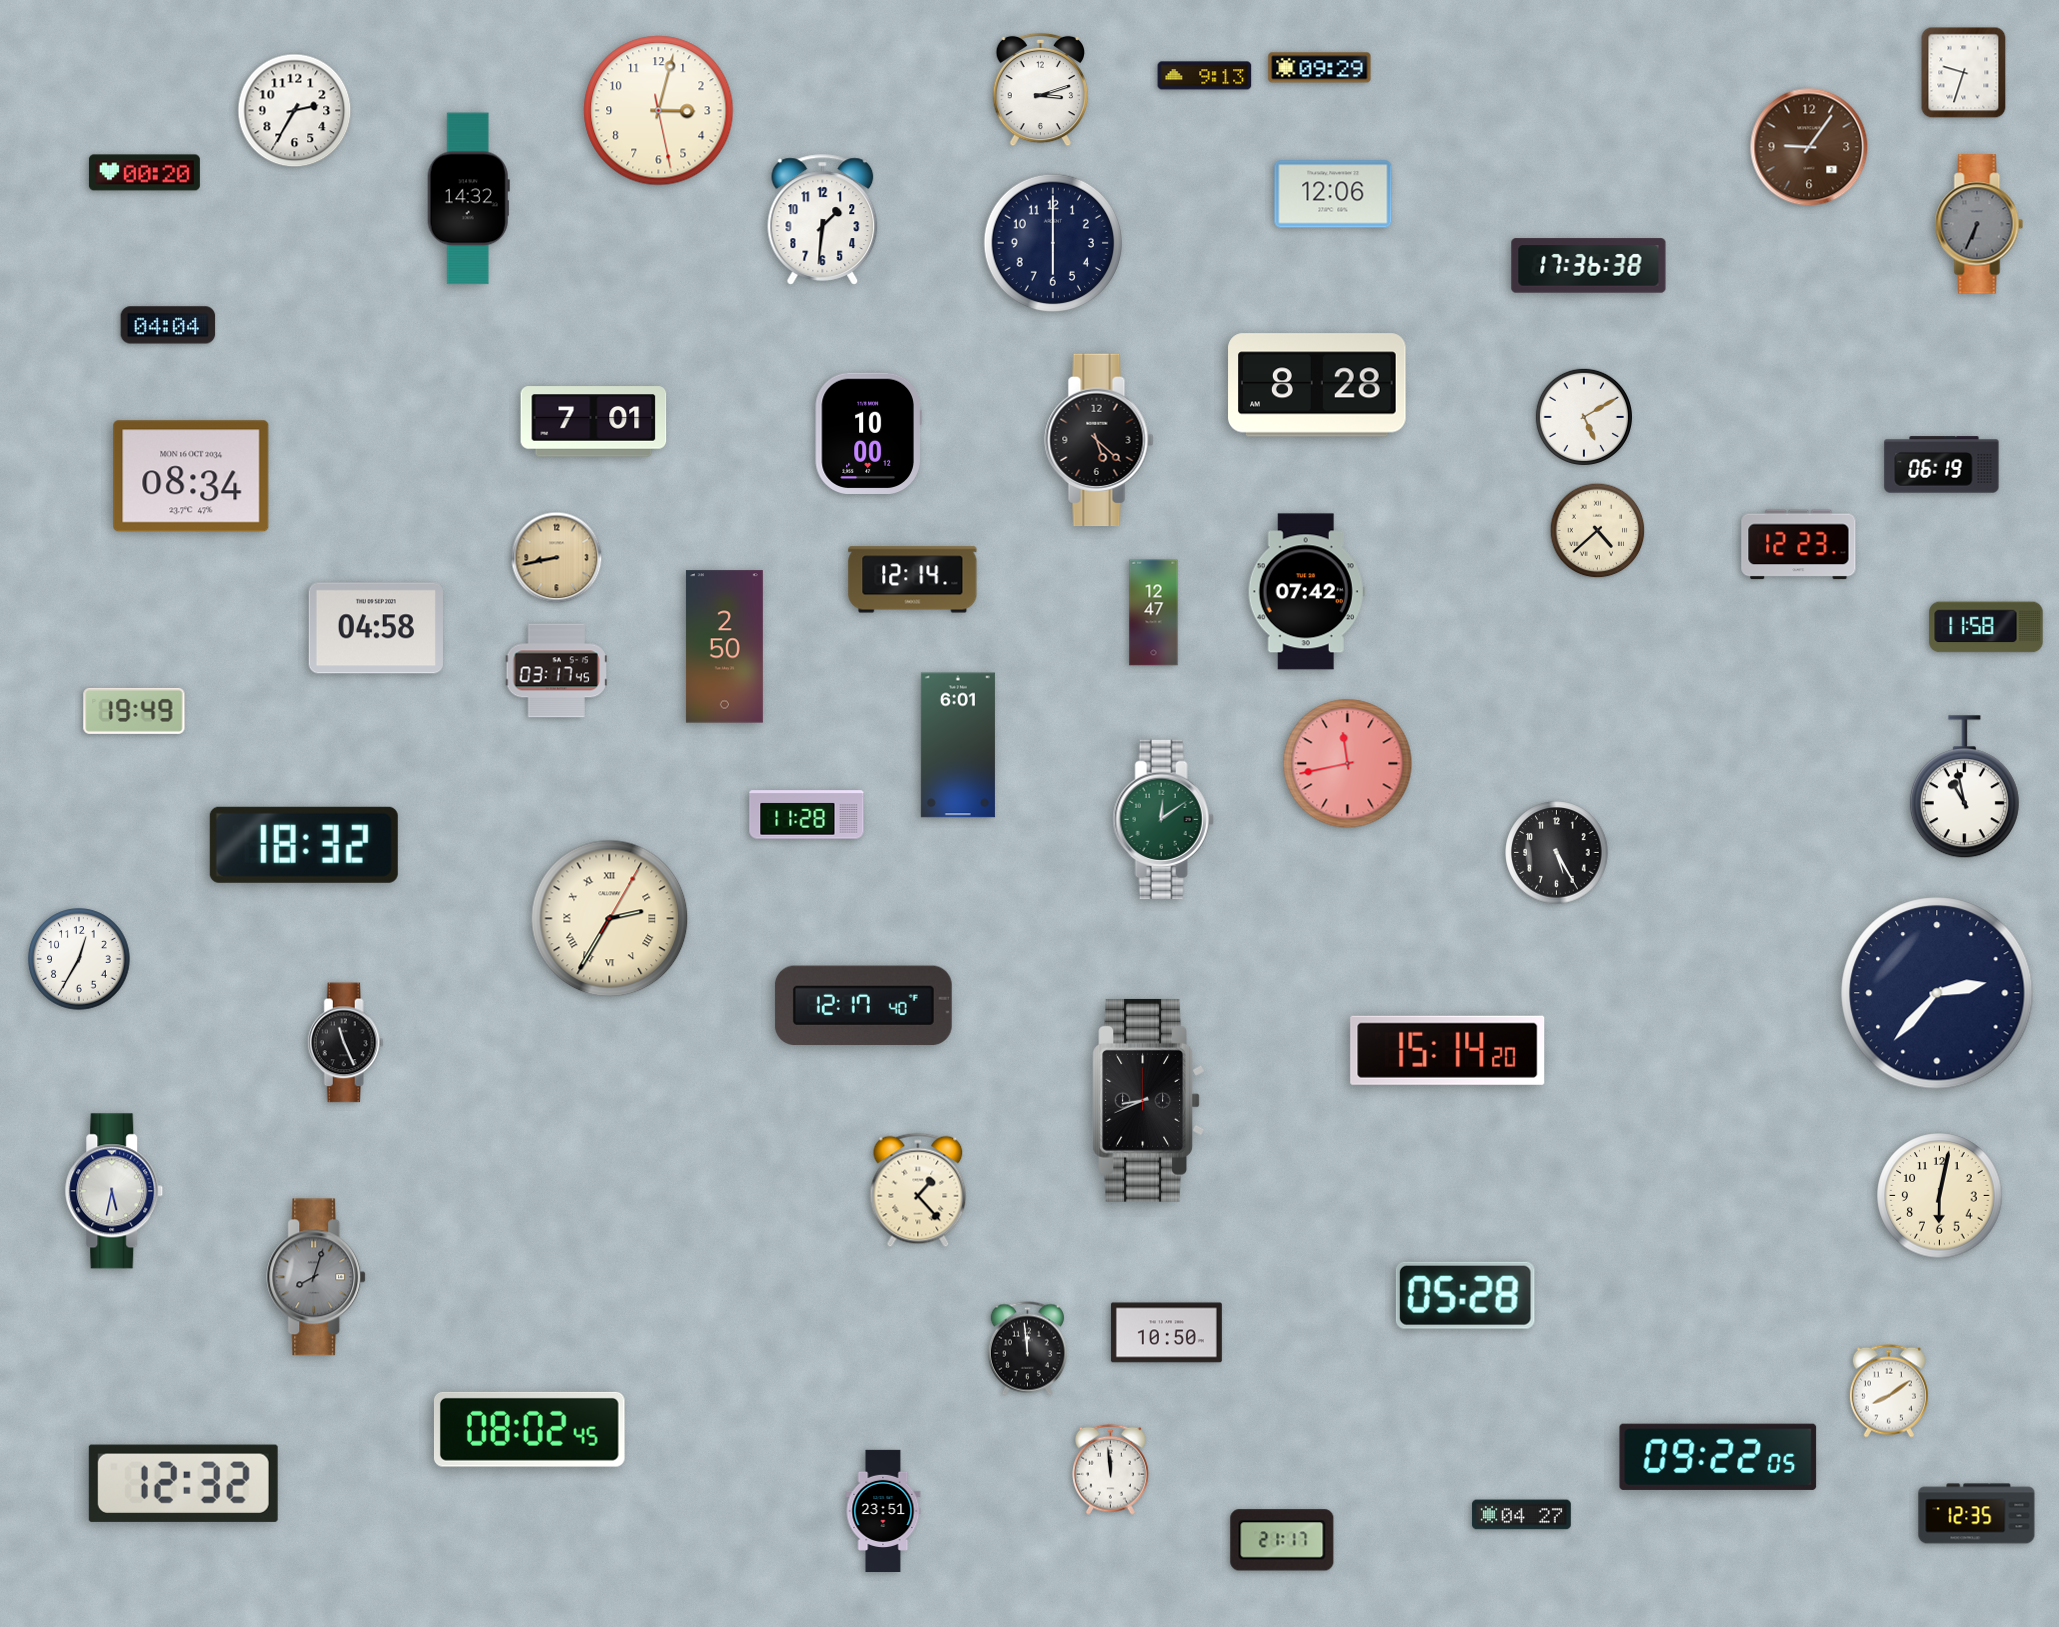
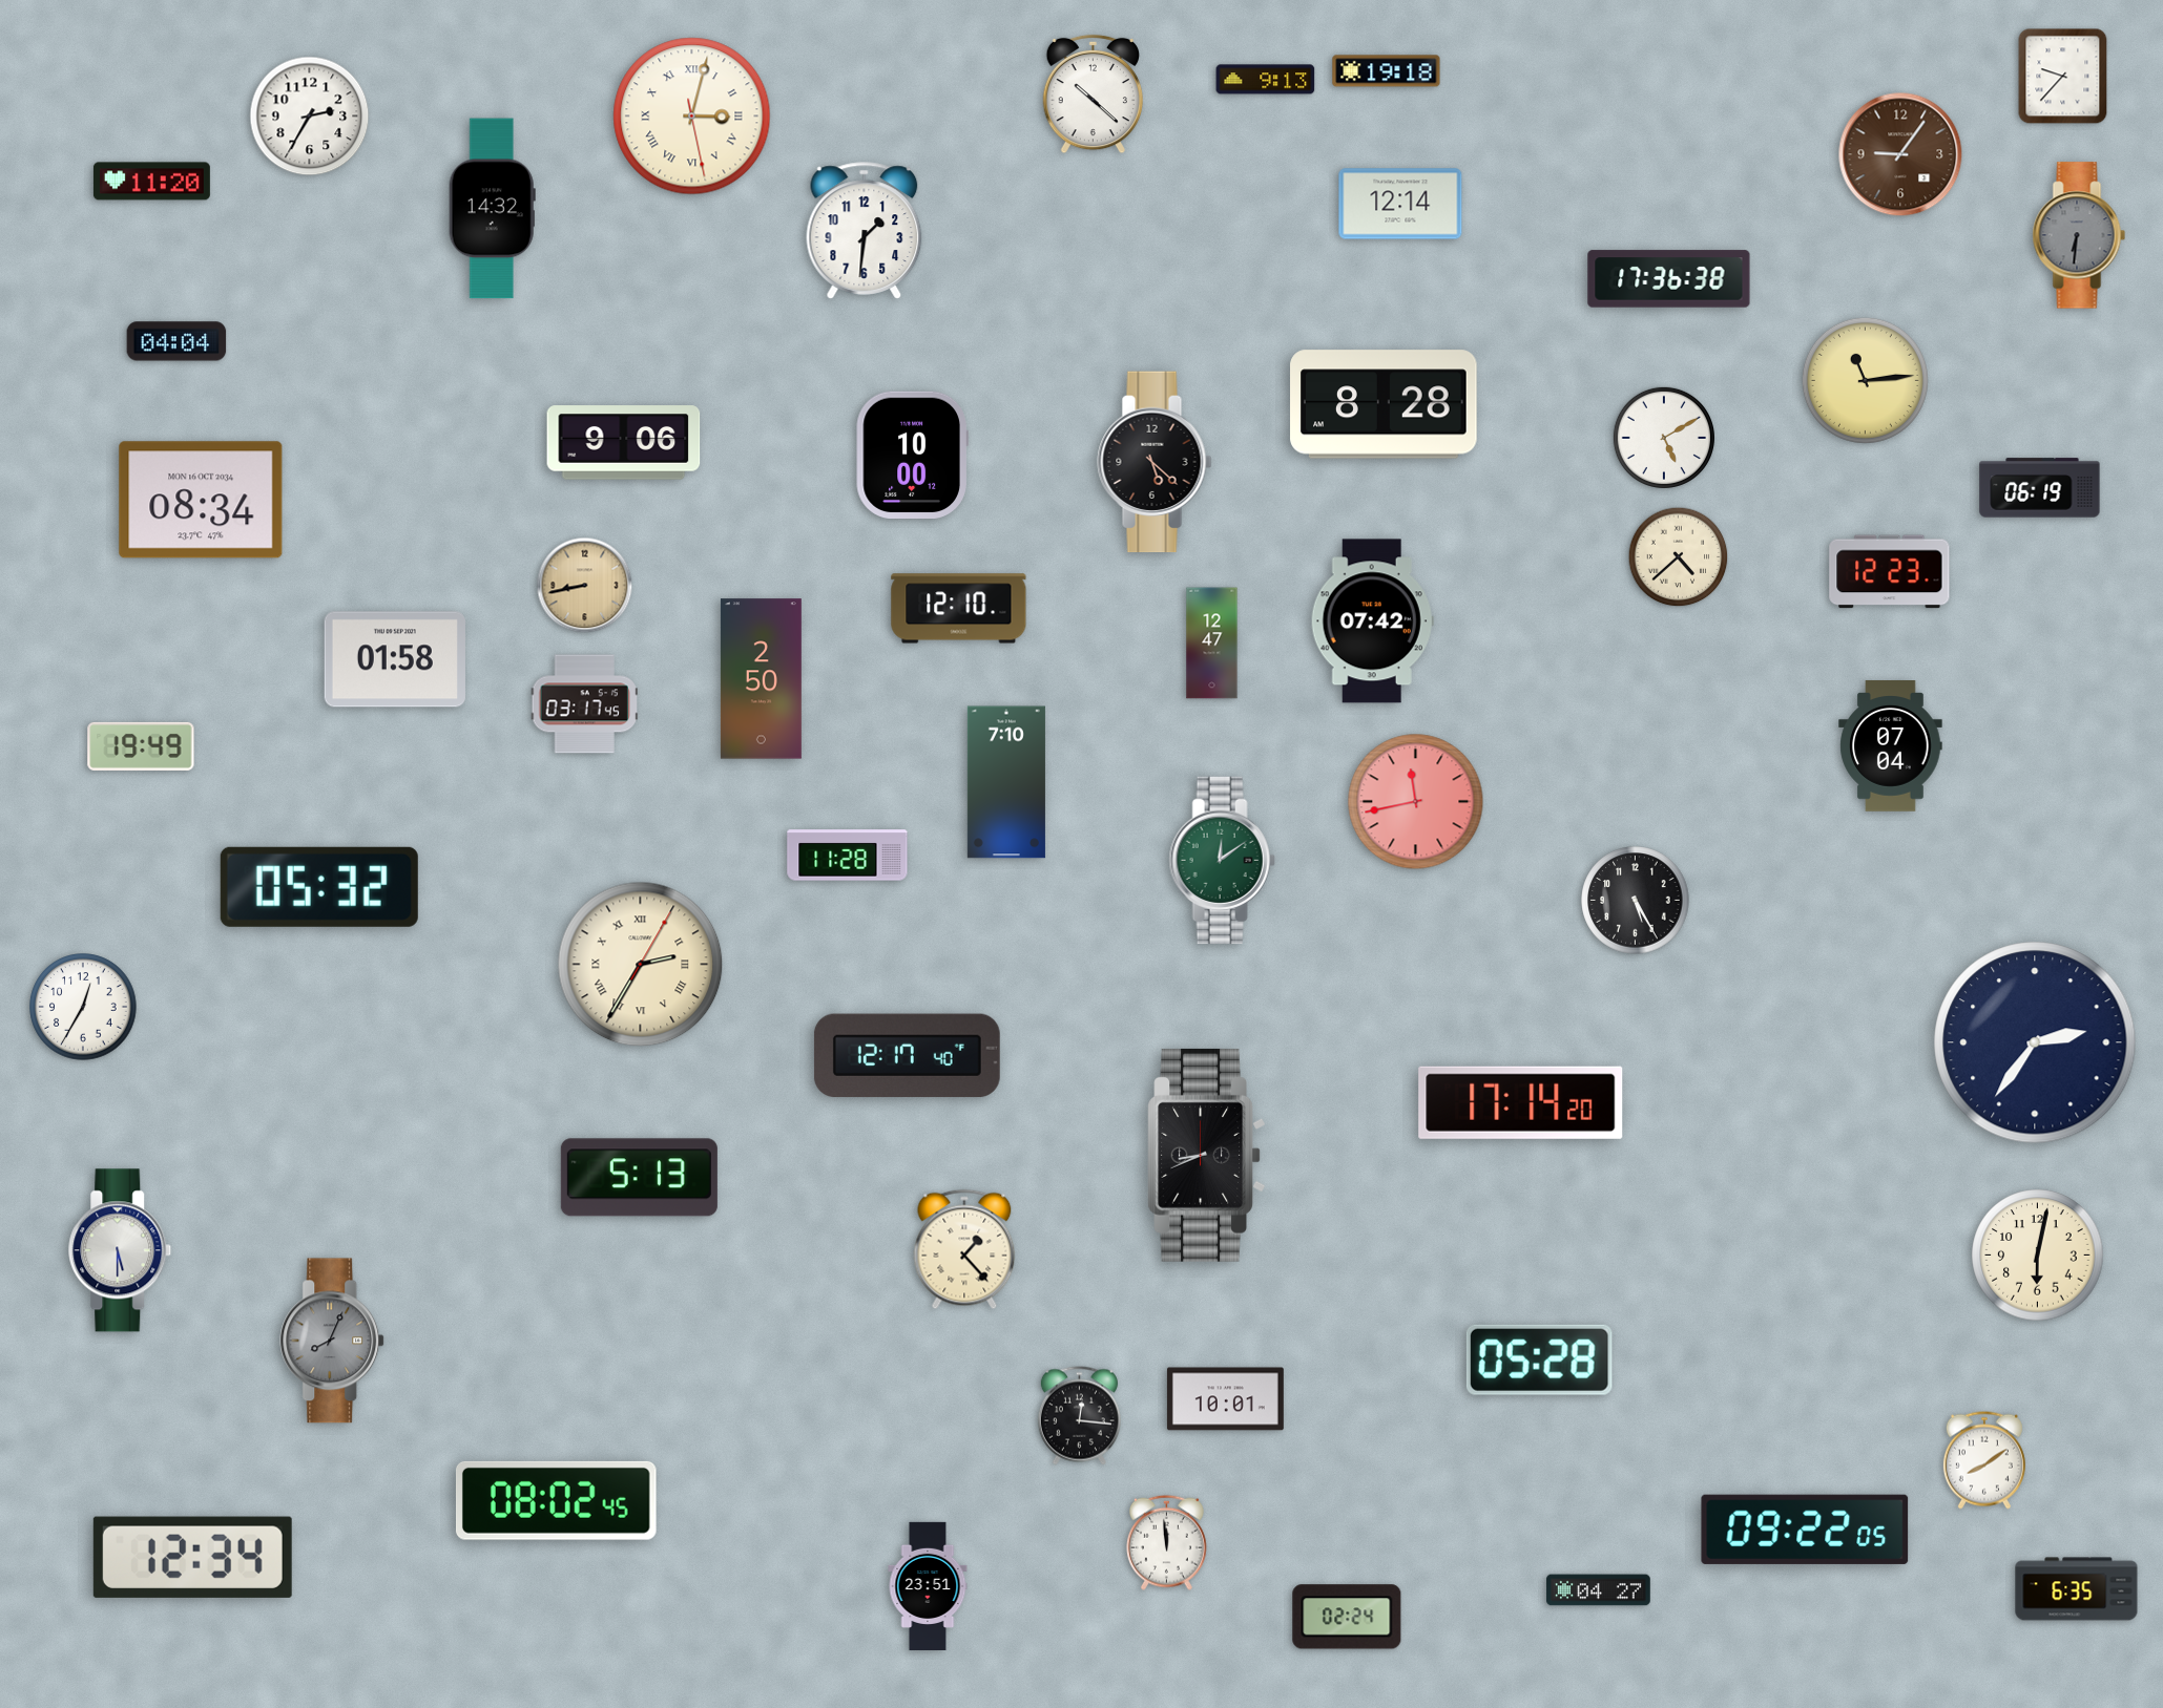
clock at (1320, 68): 09:29 -> 19:18
clock at (1964, 73): 9:33 -> 9:37
clock at (1040, 90): 3:12 -> 10:22
clock at (659, 111) numerals: Arabic -> Roman
clock at (144, 173): 00:20 -> 11:20
clock at (1333, 194): 12:06 -> 12:14
clock at (1979, 224): 6:34 -> 6:31
clock at (1052, 242): 6:00 -> none
clock at (1865, 380): none -> 11:14
clock at (594, 422): 7:01 -> 9:06
clock at (913, 580): 12:14 -> 12:10
clock at (1986, 627): 11:58 -> none
clock at (375, 628): 04:58 -> 01:58
clock at (1891, 746): none -> 07:04
clock at (958, 745): 6:01 -> 7:10
clock at (1964, 787): 10:58 -> none
clock at (304, 845): 18:32 -> 05:32
clock at (1557, 853) position: (1557, 853) -> (1636, 901)
clock at (1937, 993): 2:37 -> 2:36
clock at (345, 1043): 11:26 -> none
clock at (1448, 1050): 15:14 -> 17:14
clock at (639, 1178): none -> 5:13
clock at (114, 1191): 5:32 -> 5:30
clock at (317, 1277): 8:03 -> 8:04
clock at (1166, 1333): 10:50 -> 10:01
clock at (1027, 1349): 11:59 -> 12:16
clock at (183, 1483): 12:32 -> 12:34
clock at (1977, 1514): 12:35 -> 6:35
clock at (1282, 1540): 21:17 -> 02:24
